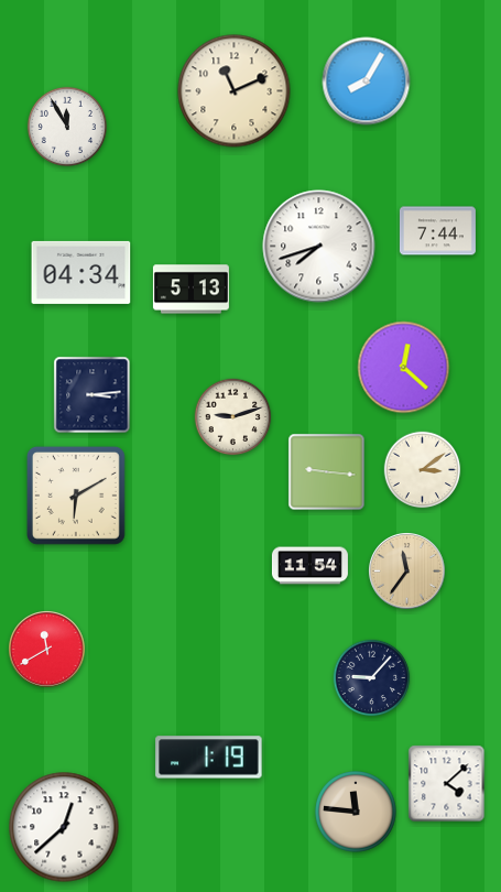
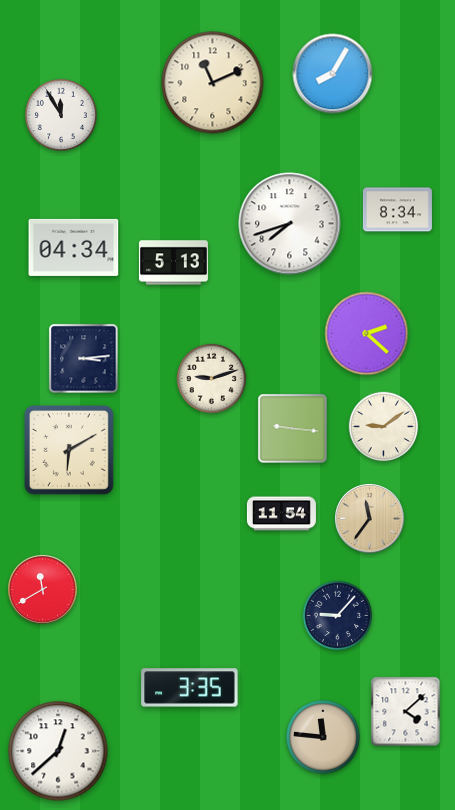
clock at (437, 231): 7:44 -> 8:34
clock at (404, 368): 12:22 -> 2:22
clock at (423, 470): 3:09 -> 9:09
clock at (327, 472) position: (327, 472) -> (293, 429)
clock at (209, 758): 1:19 -> 3:35
